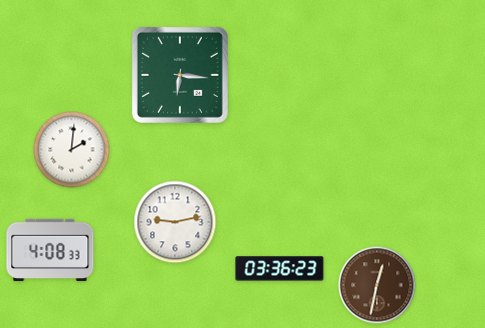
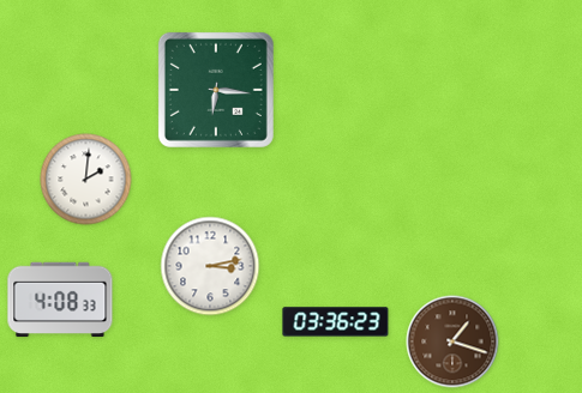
clock at (175, 222): 9:13 -> 3:13
clock at (377, 285): 12:32 -> 1:18
